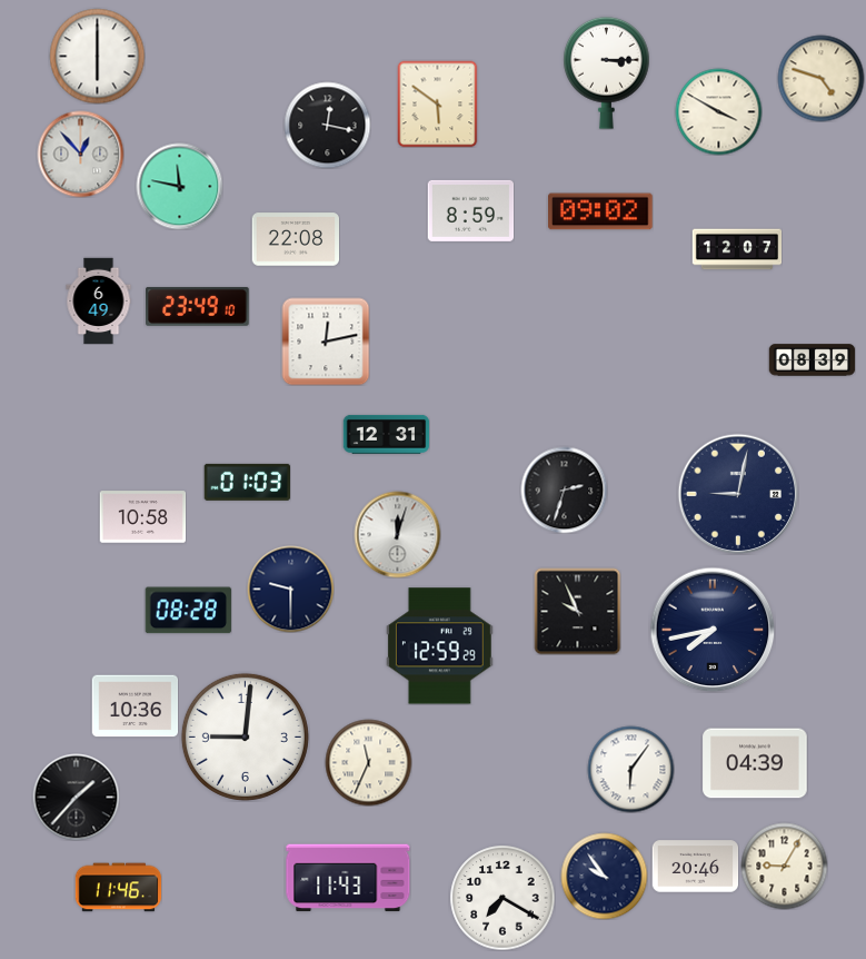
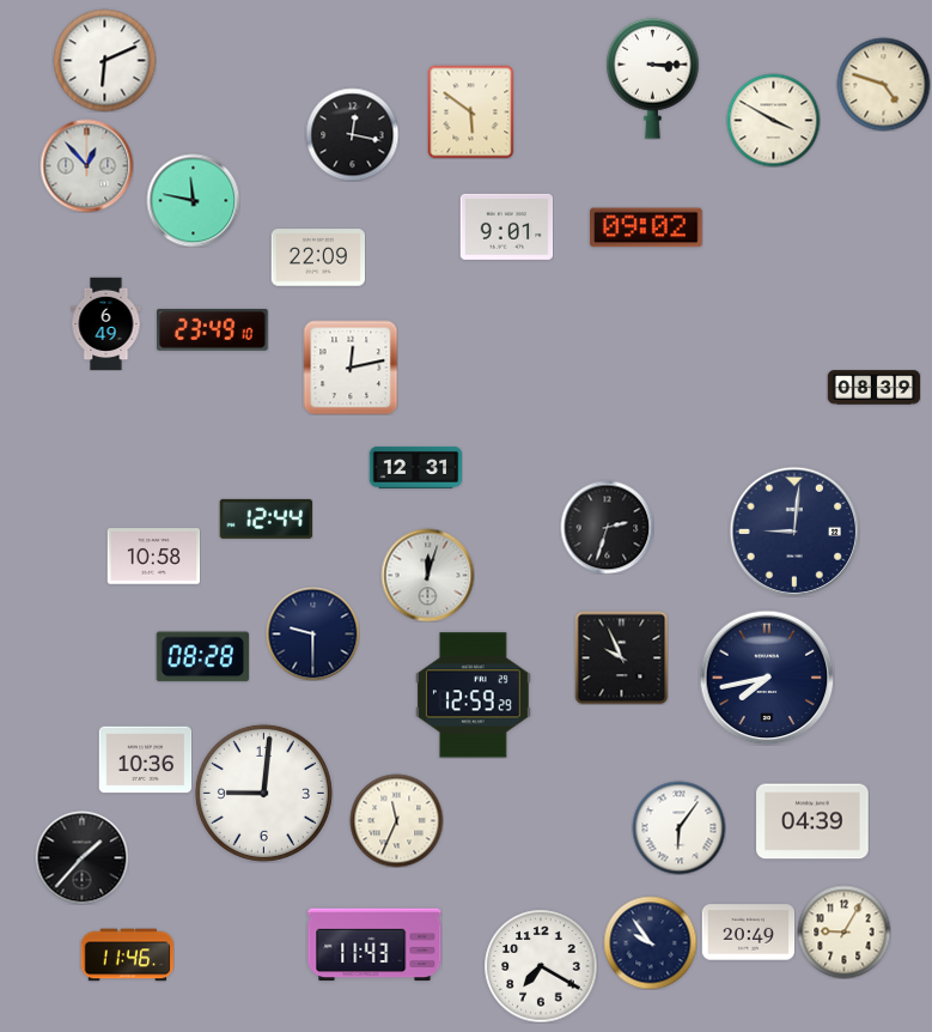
clock at (97, 56): 6:00 -> 6:11
clock at (470, 210): 8:59 -> 9:01
clock at (296, 239): 22:08 -> 22:09
clock at (737, 249): 12:07 -> none
clock at (247, 482): 01:03 -> 12:44
clock at (738, 494): 9:02 -> 9:01
clock at (695, 867): 20:46 -> 20:49
